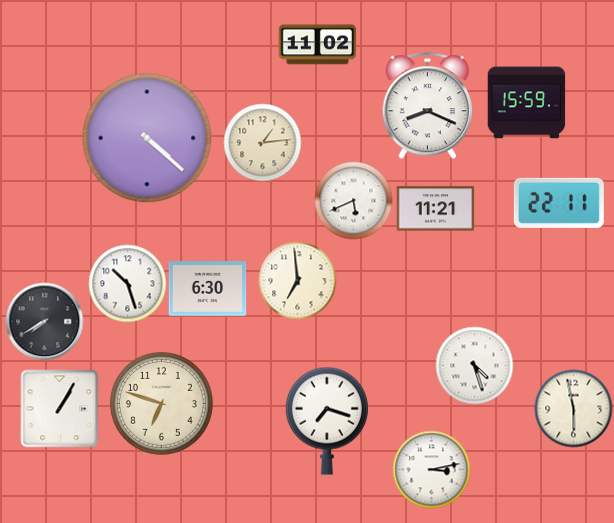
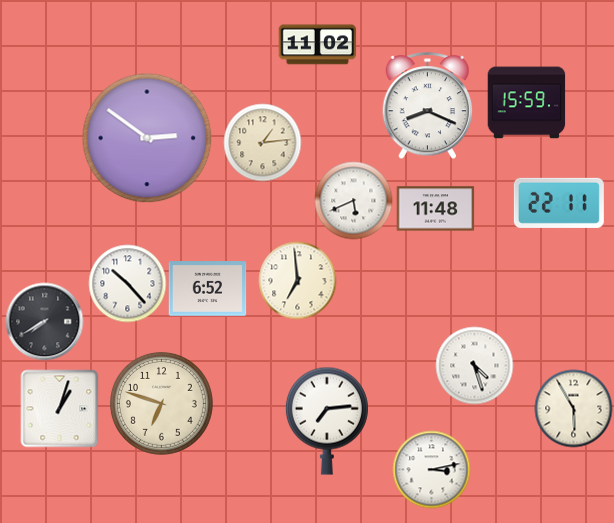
clock at (147, 138): 4:22 -> 2:51
clock at (435, 209): 11:21 -> 11:48
clock at (127, 283): 10:27 -> 10:23
clock at (207, 289): 6:30 -> 6:52
clock at (59, 408): 1:05 -> 1:03
clock at (573, 408): 5:58 -> 5:55
clock at (327, 421): 7:18 -> 7:14
